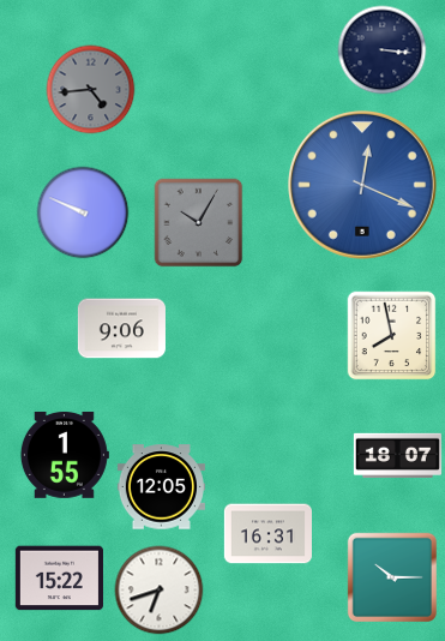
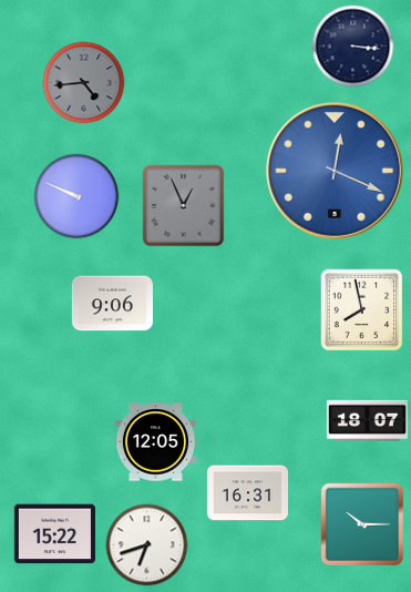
clock at (199, 223): 10:05 -> 12:56
clock at (64, 455): 1:55 -> none
clock at (161, 487) position: (161, 487) -> (155, 442)
clock at (391, 576) position: (391, 576) -> (361, 523)
